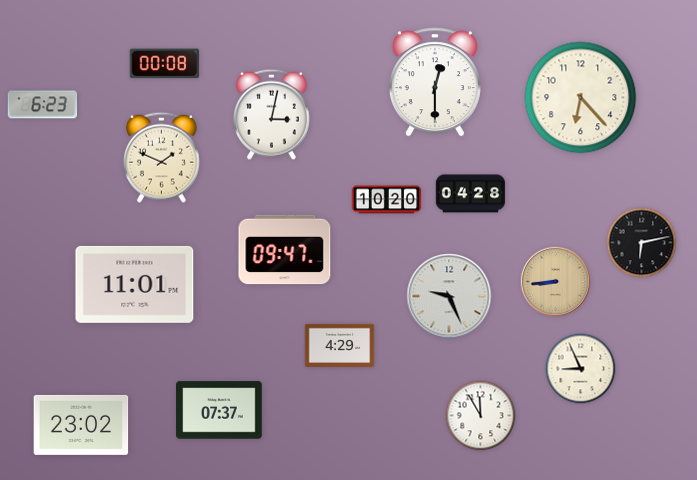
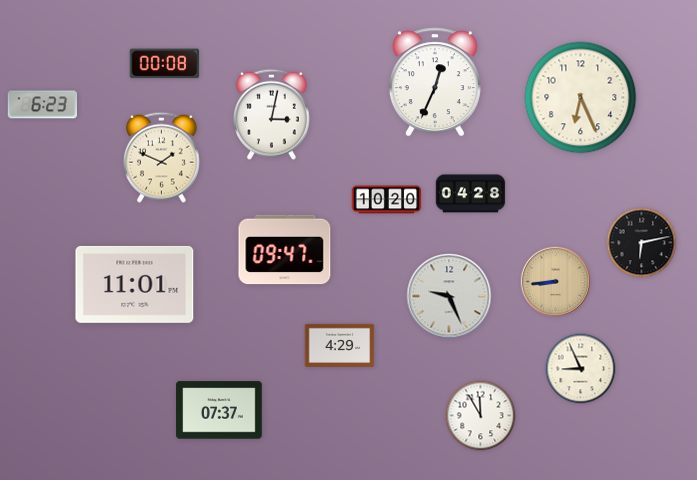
clock at (435, 82): 12:30 -> 12:34
clock at (581, 98): 6:23 -> 6:26
clock at (81, 425): 23:02 -> none
